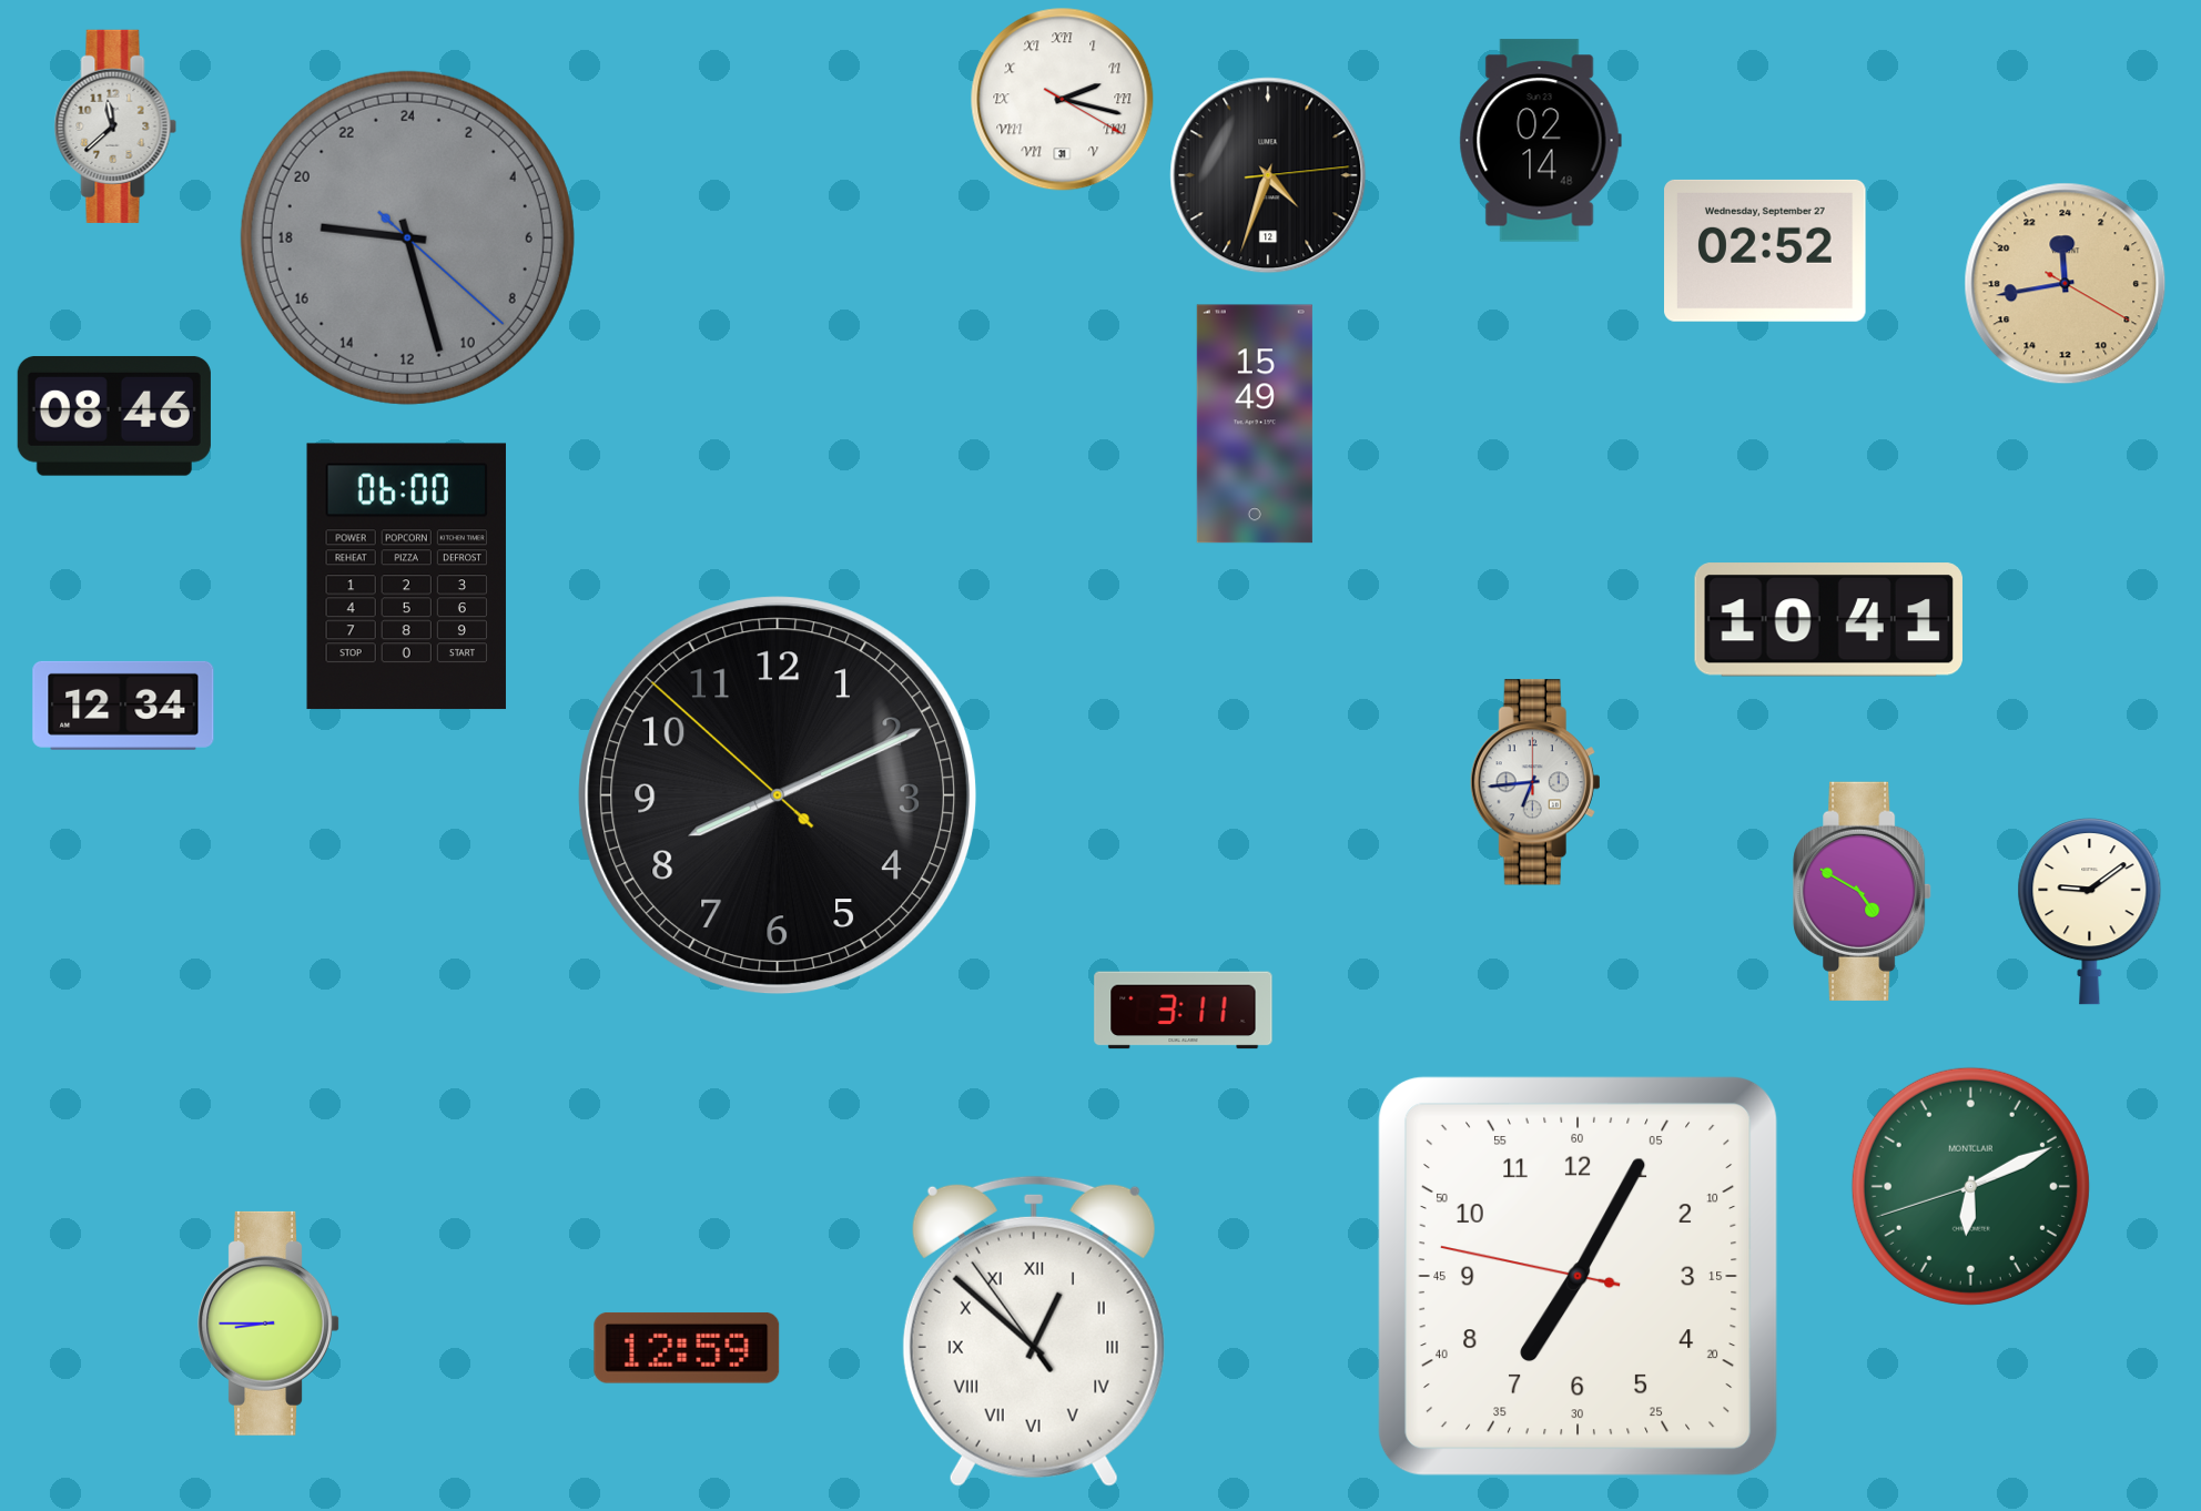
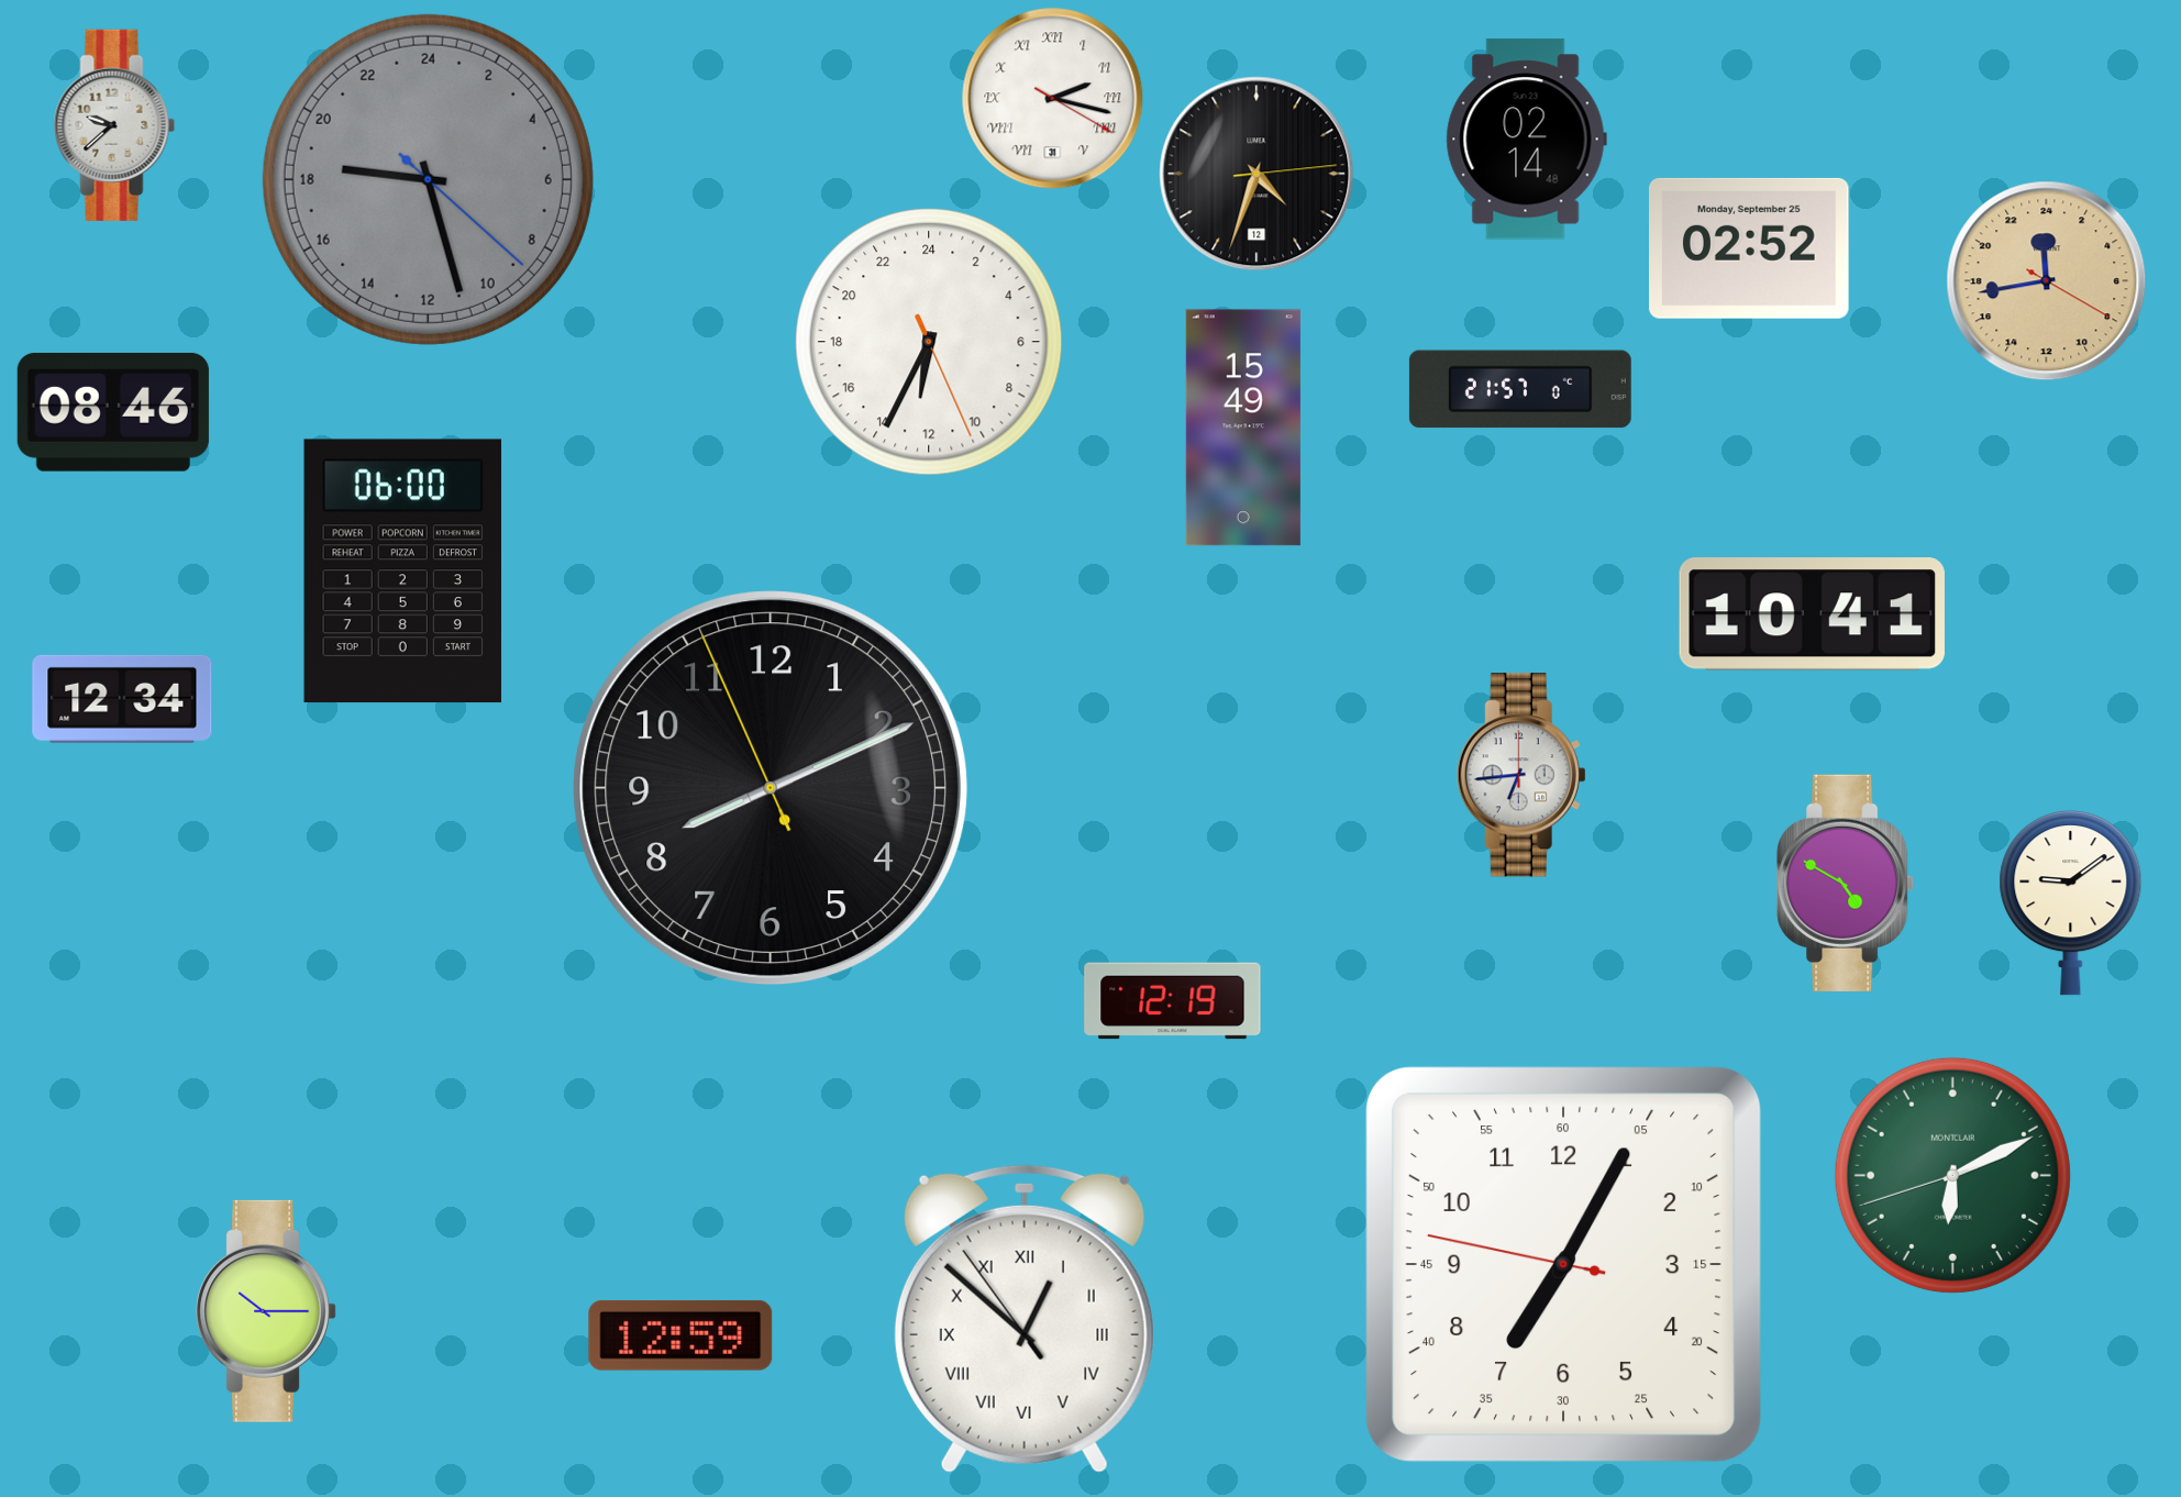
clock at (115, 126): 11:38 -> 9:38
clock at (407, 237) position: (407, 237) -> (428, 179)
clock at (1766, 251) date: Wednesday, September 27 -> Monday, September 25
clock at (929, 342): none -> 12:34
clock at (1520, 389): none -> 21:57
clock at (1255, 424) position: (1255, 424) -> (1243, 428)
clock at (778, 795): 8:10:52 -> 8:10:56
clock at (1184, 1011): 3:11 -> 12:19
clock at (268, 1324): 8:45 -> 10:15
